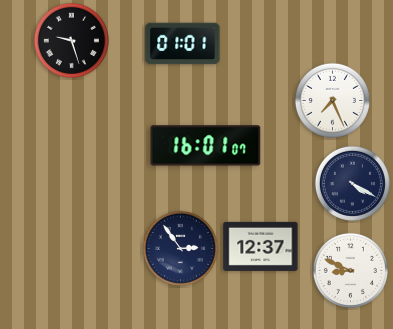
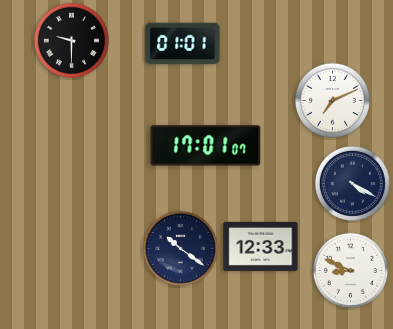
clock at (71, 40): 9:27 -> 9:30
clock at (332, 100): 7:26 -> 7:11
clock at (206, 146): 16:01 -> 17:01
clock at (261, 246): 12:37 -> 12:33
clock at (180, 248): 2:54 -> 10:21
